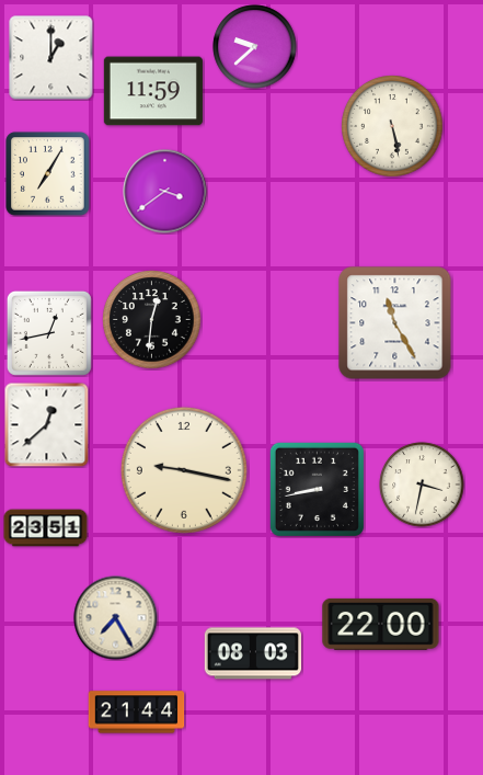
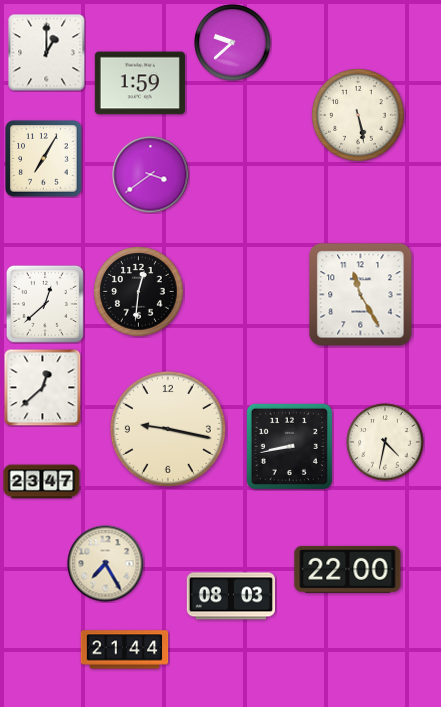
clock at (153, 91): 11:59 -> 1:59
clock at (49, 333): 12:43 -> 12:38
clock at (422, 485): 3:32 -> 4:32
clock at (46, 528): 23:51 -> 23:47
